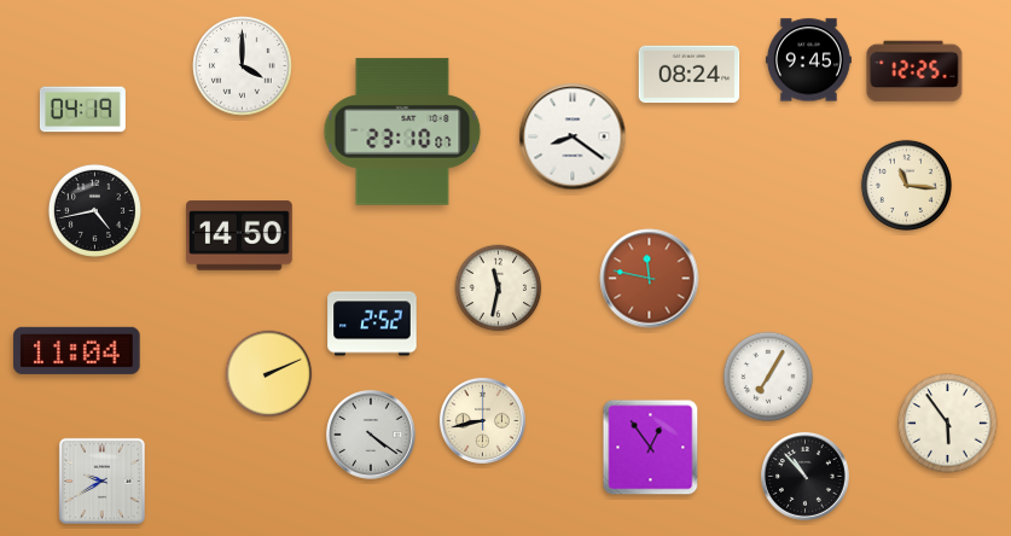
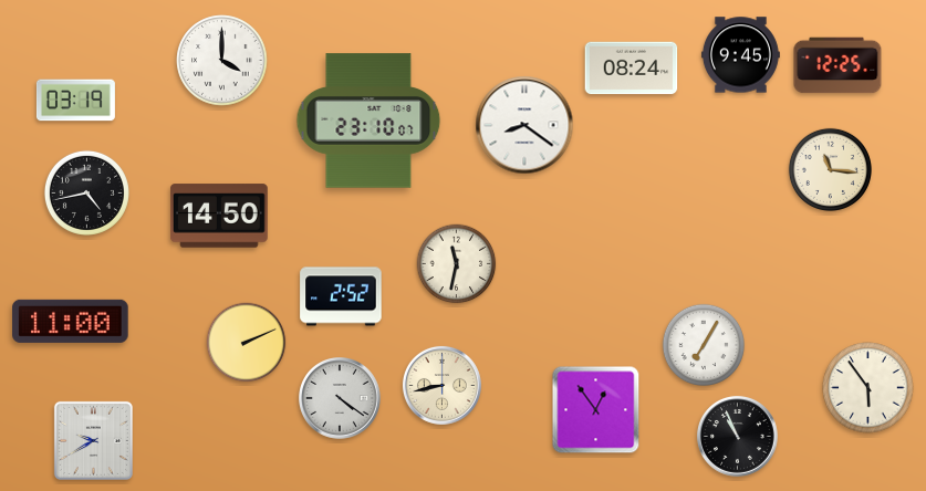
clock at (82, 110): 04:19 -> 03:19
clock at (650, 279): 11:47 -> none
clock at (77, 350): 11:04 -> 11:00
clock at (804, 476): 10:53 -> 10:56
